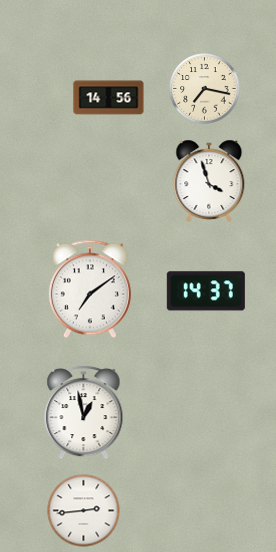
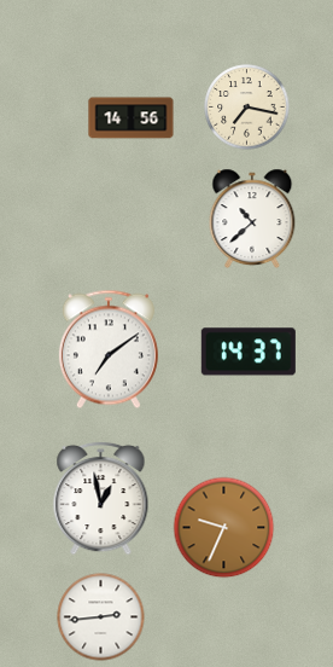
clock at (209, 181): 3:57 -> 10:38
clock at (224, 528): none -> 9:34
